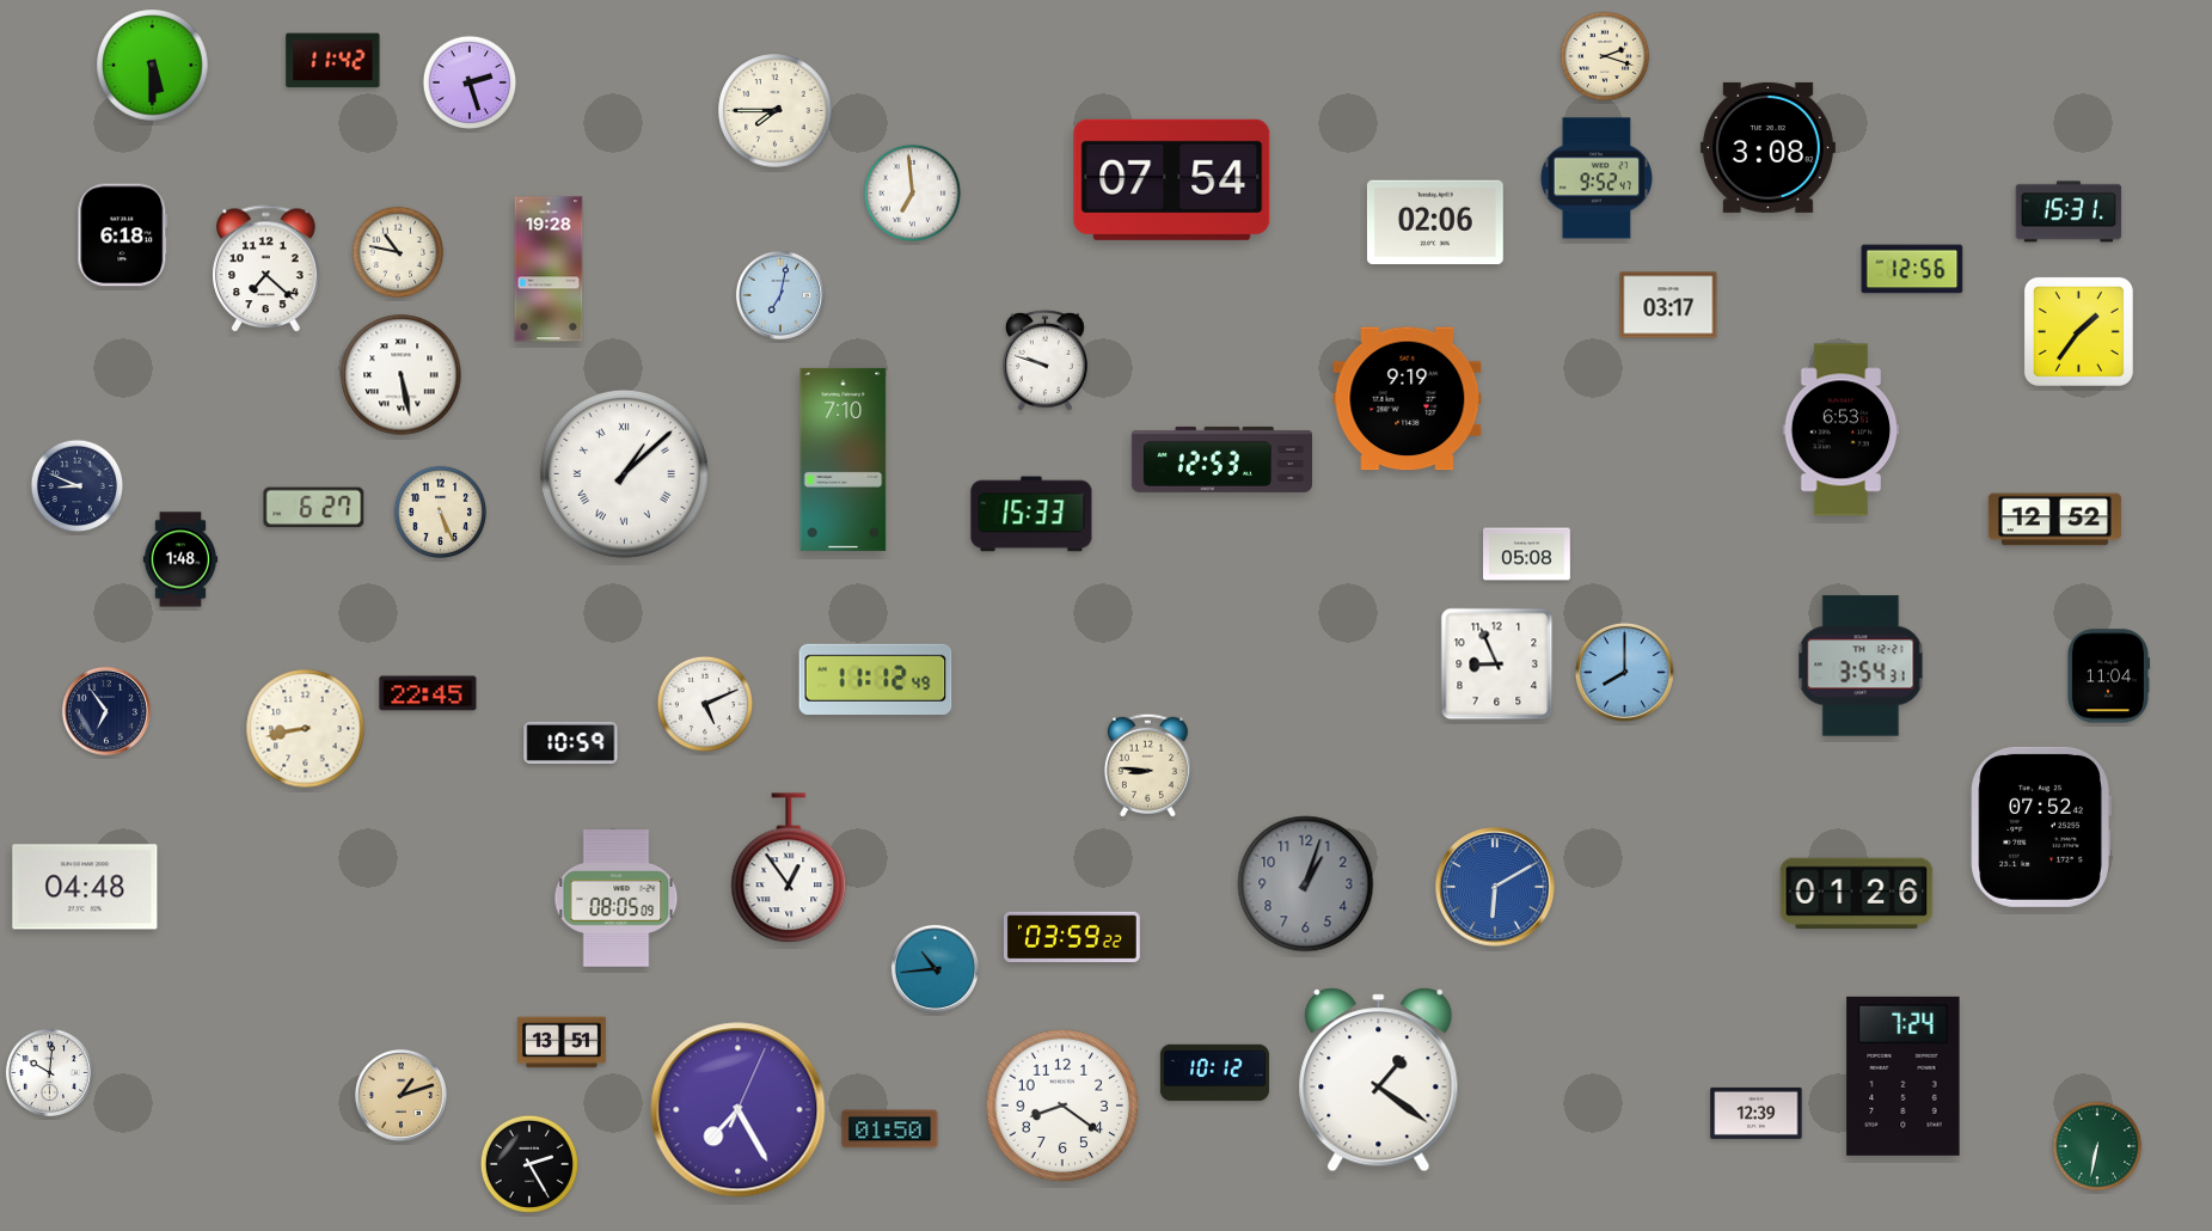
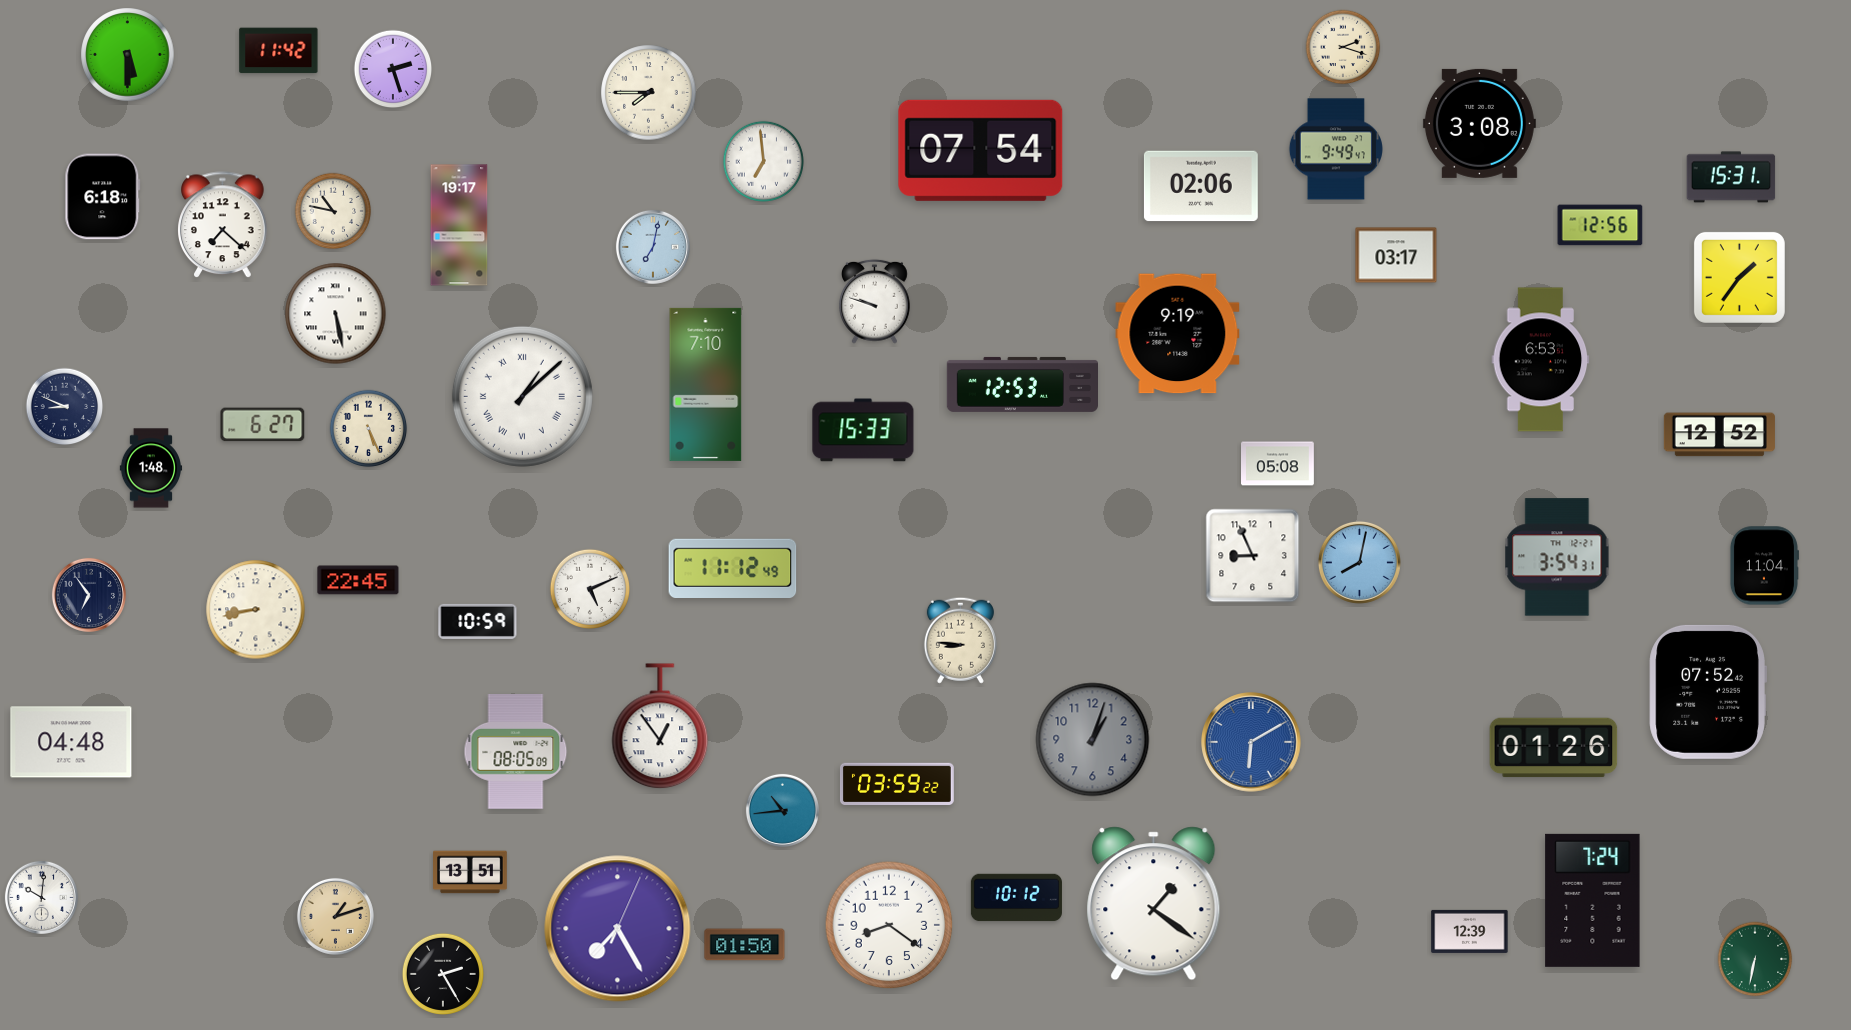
clock at (1597, 178): 9:52 -> 9:49
clock at (549, 269): 19:28 -> 19:17
clock at (1624, 672): 8:00 -> 8:02
